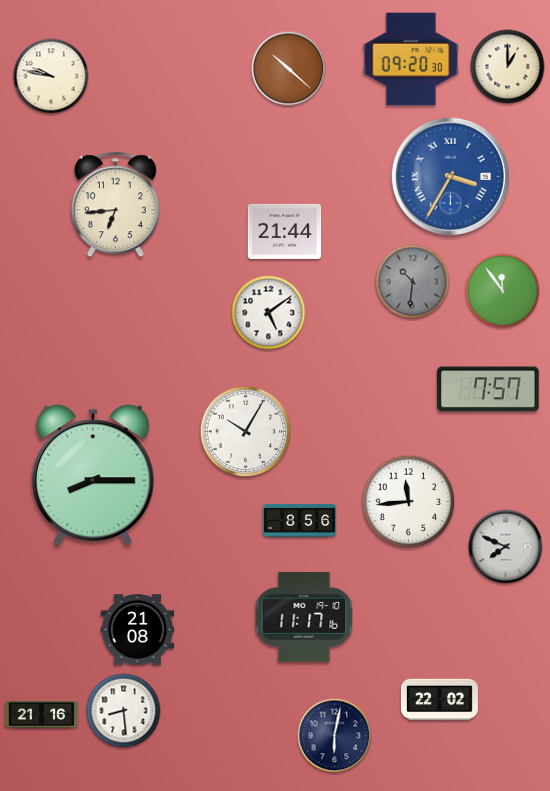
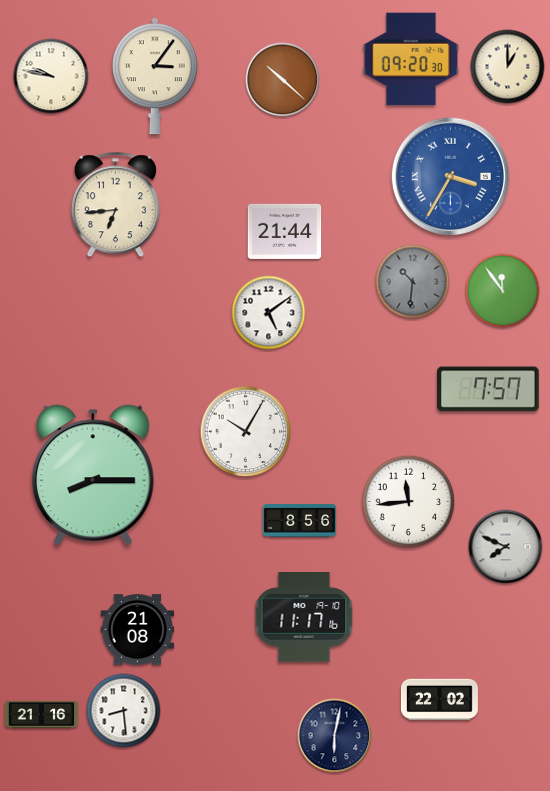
clock at (289, 69) position: (289, 69) -> (283, 80)
clock at (155, 76): none -> 3:06
